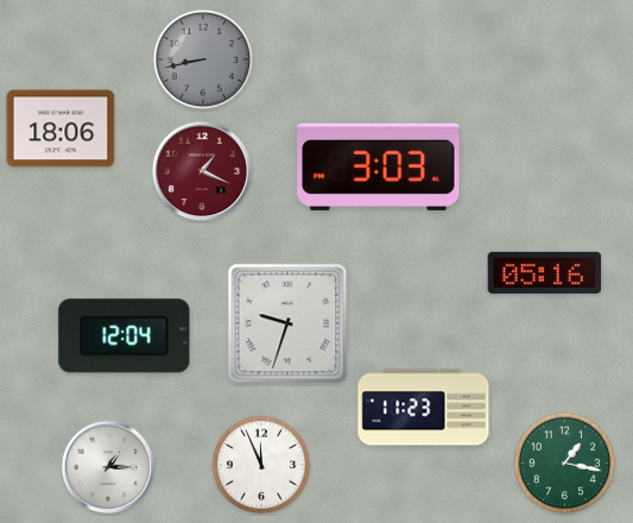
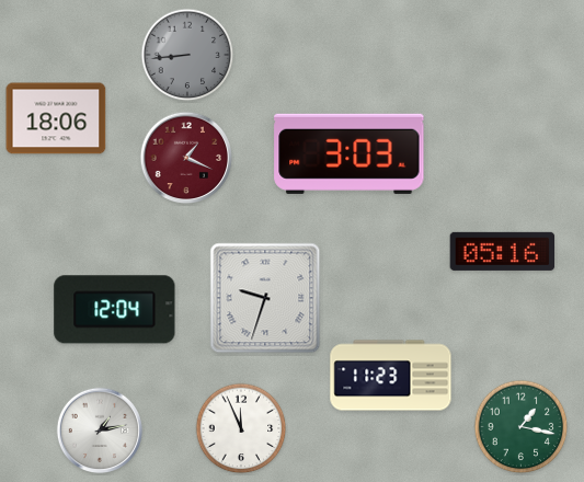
clock at (203, 59): 8:43 -> 8:44
clock at (107, 466): 1:15 -> 1:13
